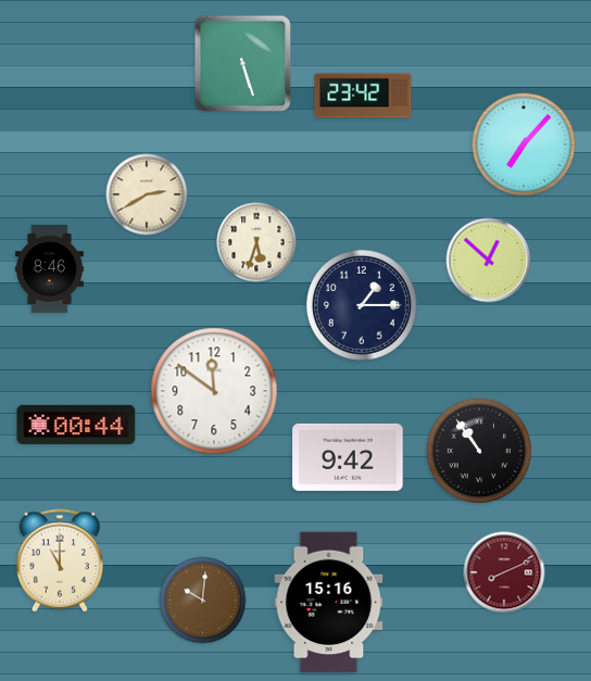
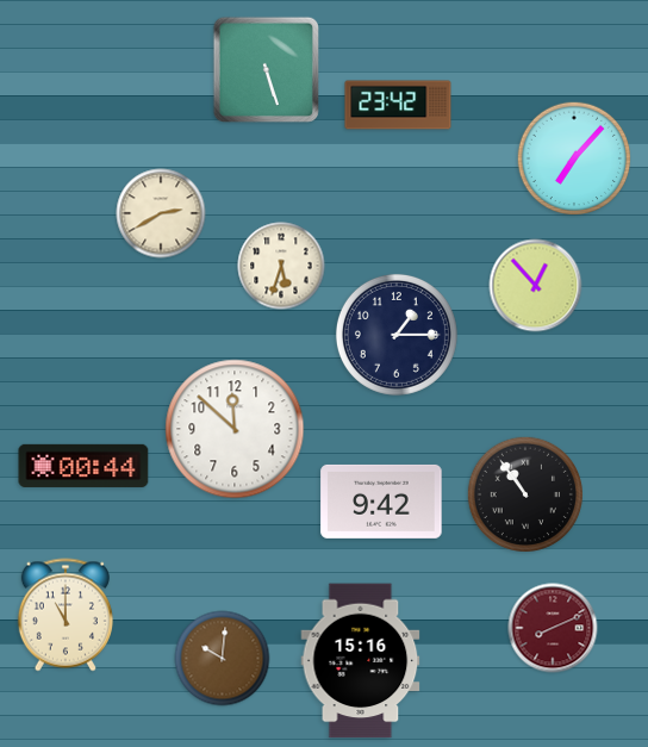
clock at (489, 261): 12:52 -> 12:53
clock at (49, 268): 8:46 -> none
clock at (214, 391): 11:51 -> 11:52
